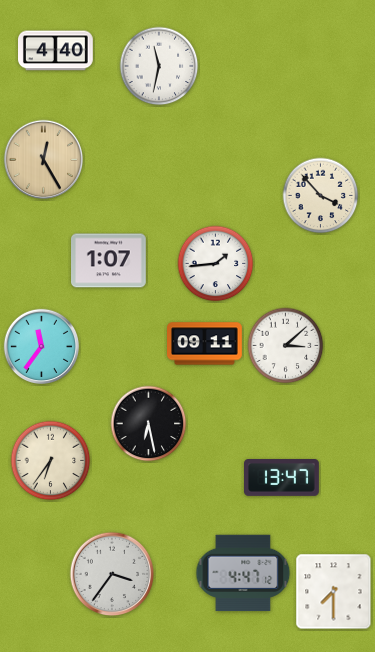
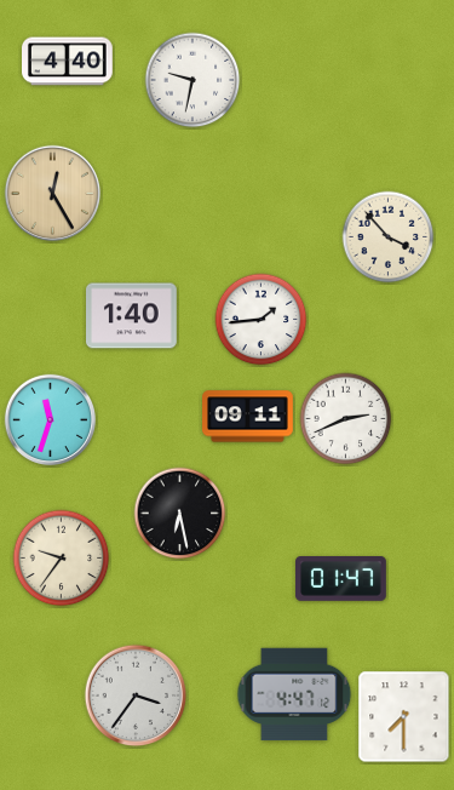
clock at (159, 66): 11:32 -> 9:32
clock at (109, 261): 1:07 -> 1:40
clock at (41, 346): 11:36 -> 11:33
clock at (286, 346): 3:08 -> 2:41
clock at (51, 461): 6:36 -> 9:36
clock at (282, 478): 13:47 -> 01:47
